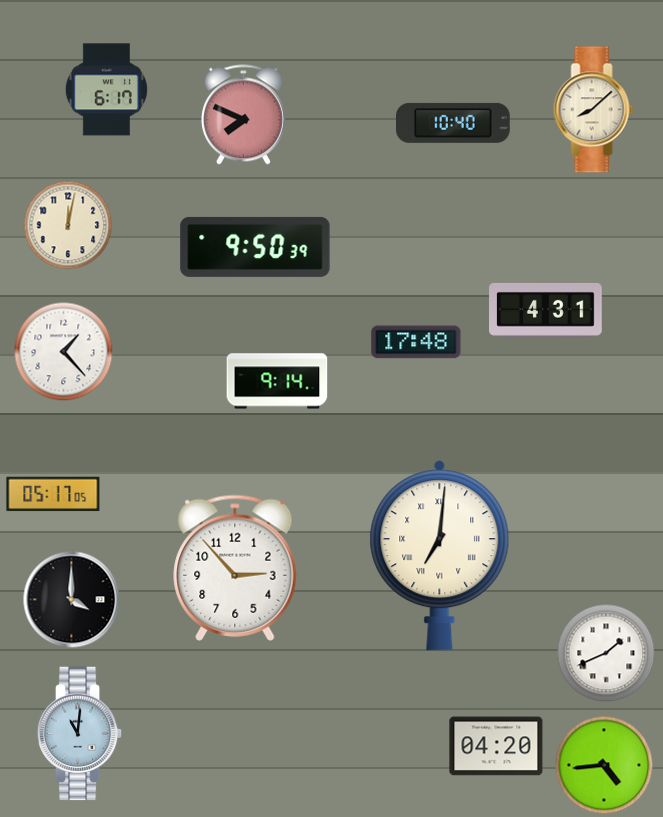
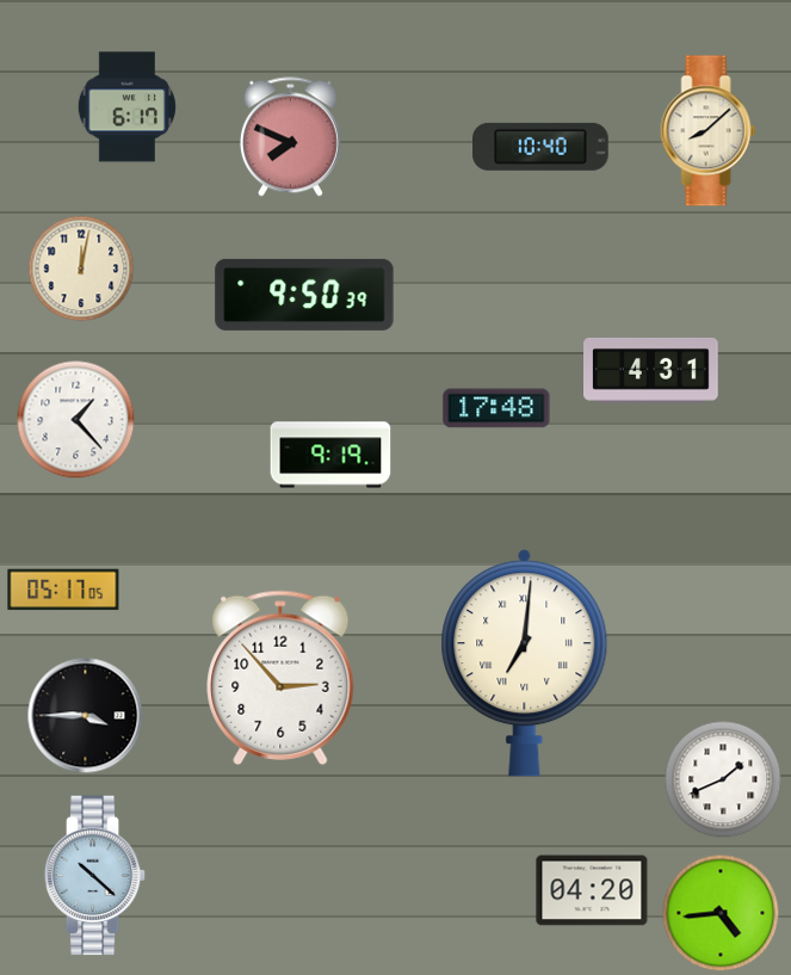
clock at (277, 381): 9:14 -> 9:19
clock at (72, 600): 4:00 -> 3:45
clock at (80, 734): 11:01 -> 10:22
